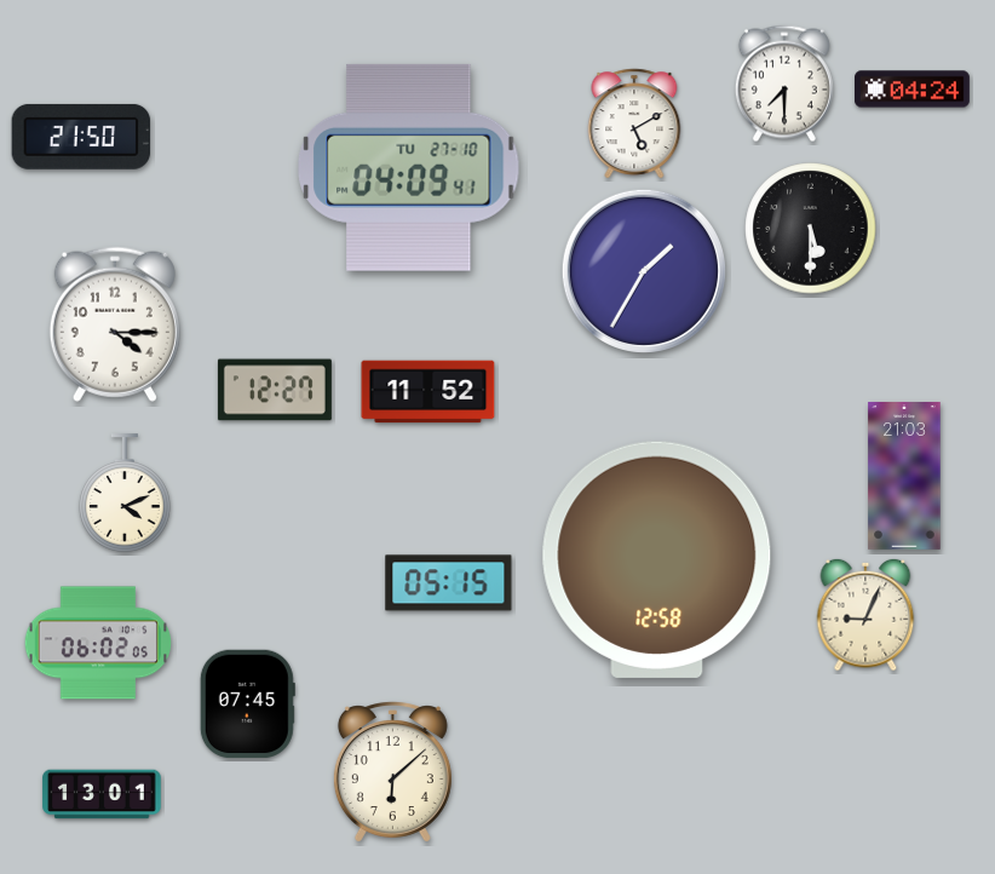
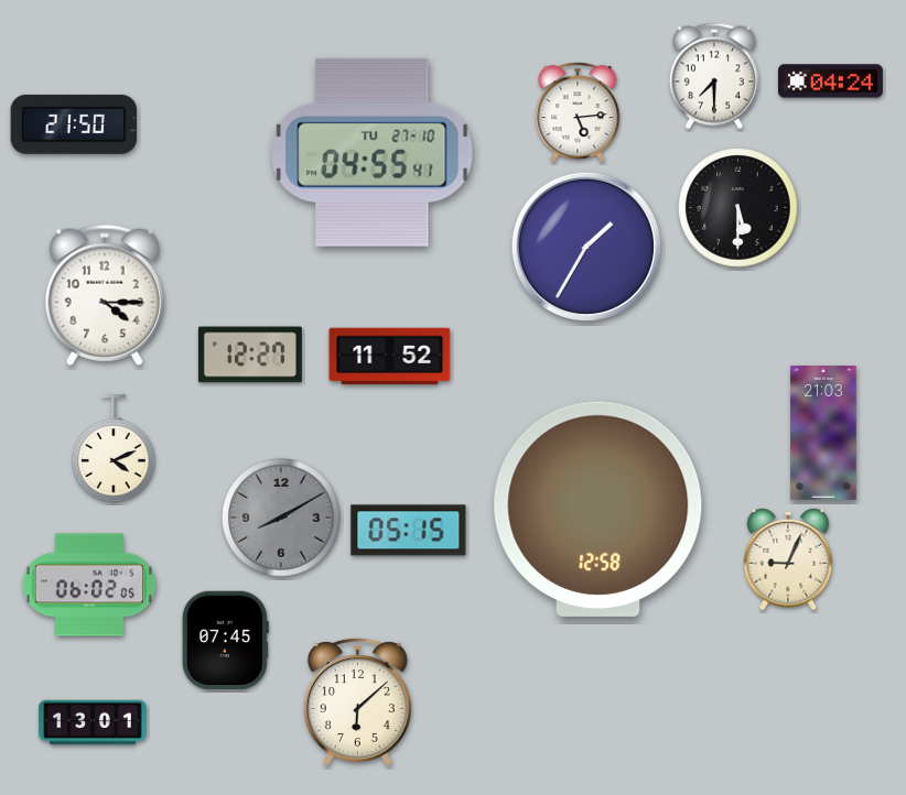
clock at (634, 123): 5:10 -> 5:14
clock at (409, 167): 04:09 -> 04:55
clock at (281, 518): none -> 8:10
